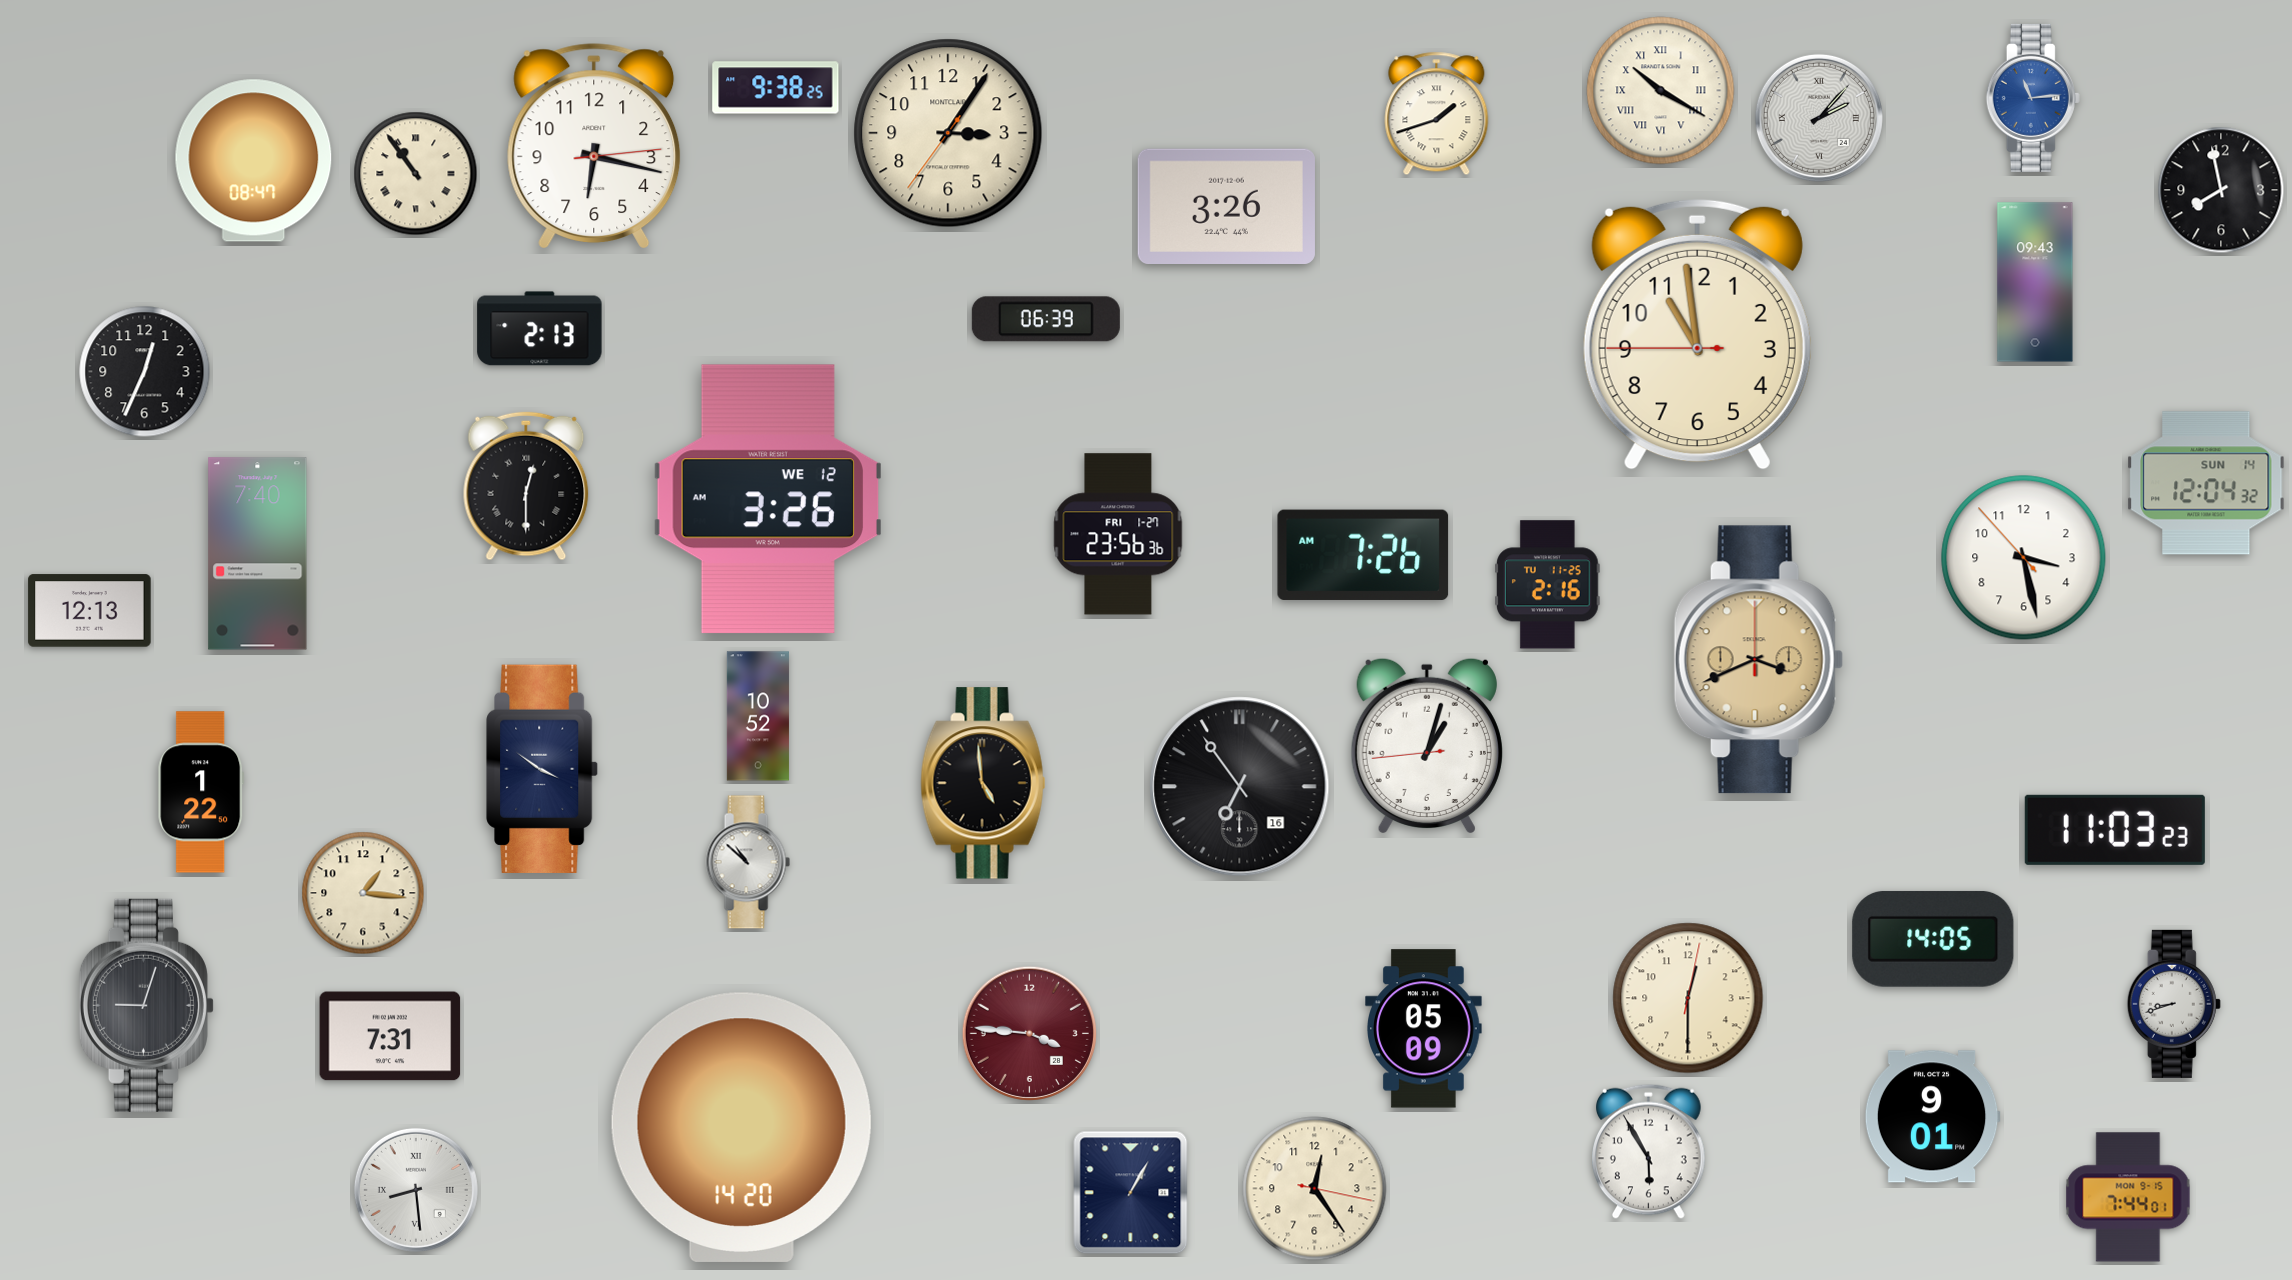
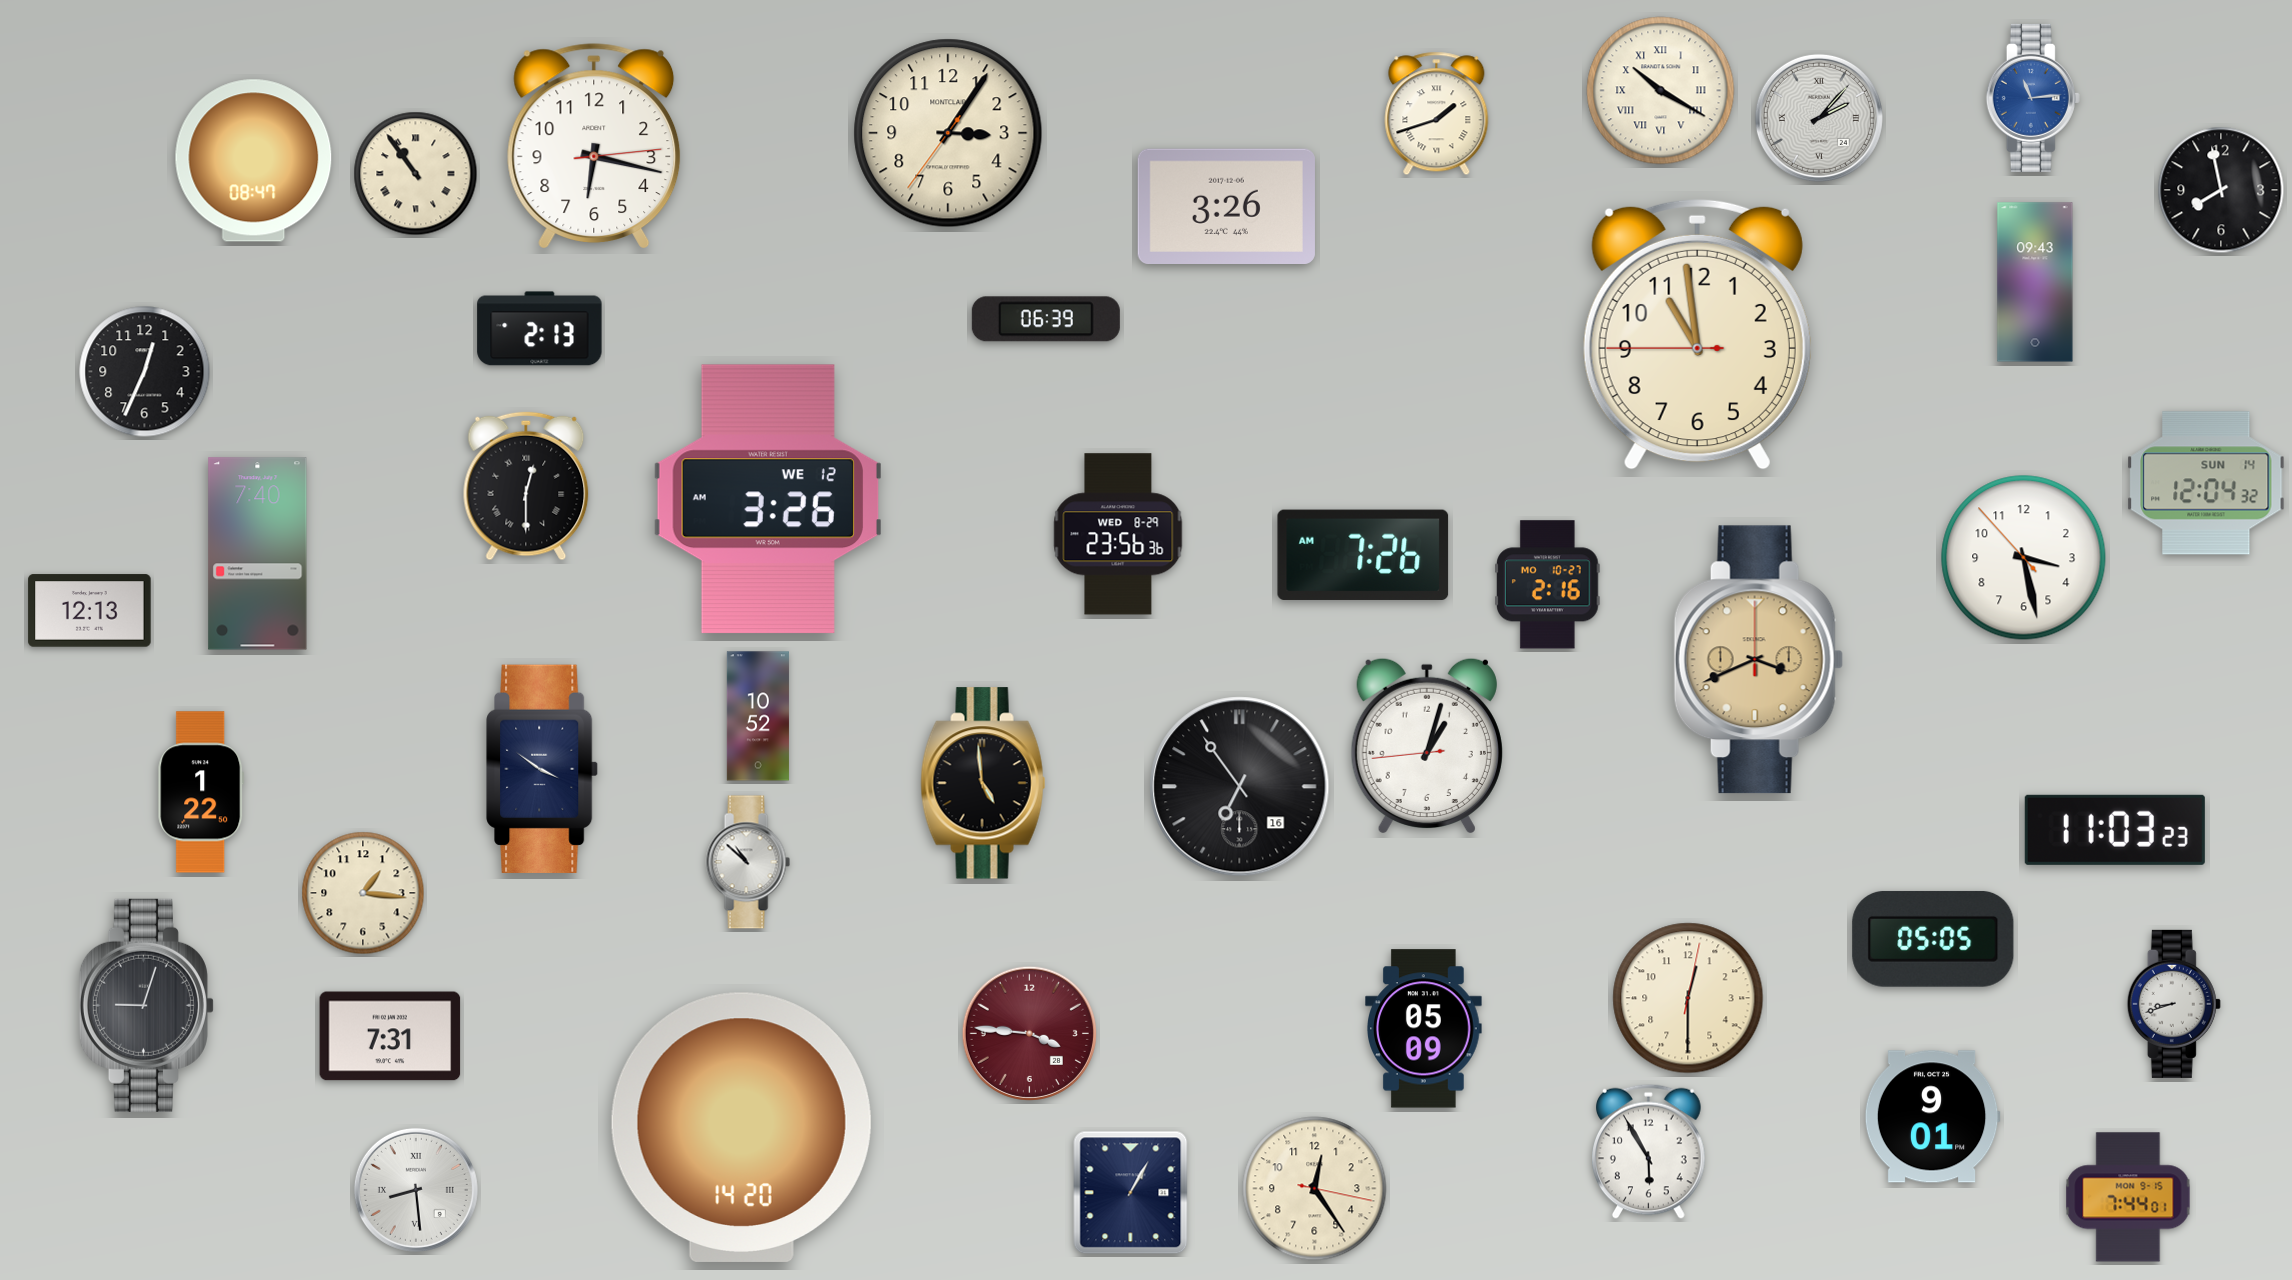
clock at (776, 88): 9:38 -> none
clock at (1118, 534) date: FRI 1-27 -> WED 8-29
clock at (1548, 585) date: TU 11-25 -> MO 10-27
clock at (1933, 939): 14:05 -> 05:05
